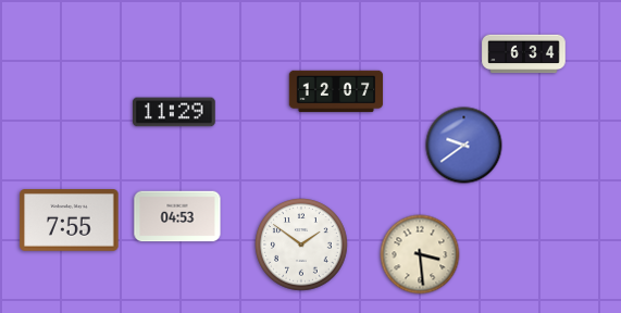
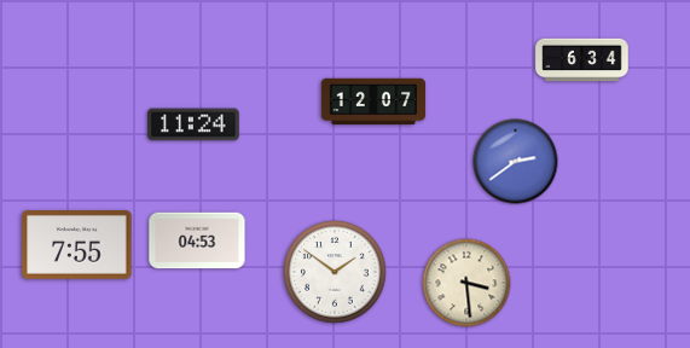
clock at (175, 112): 11:29 -> 11:24
clock at (464, 146): 9:39 -> 2:39
